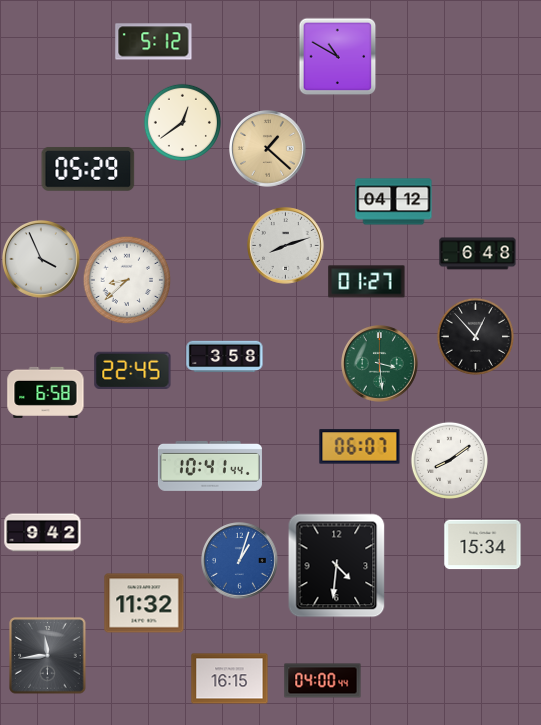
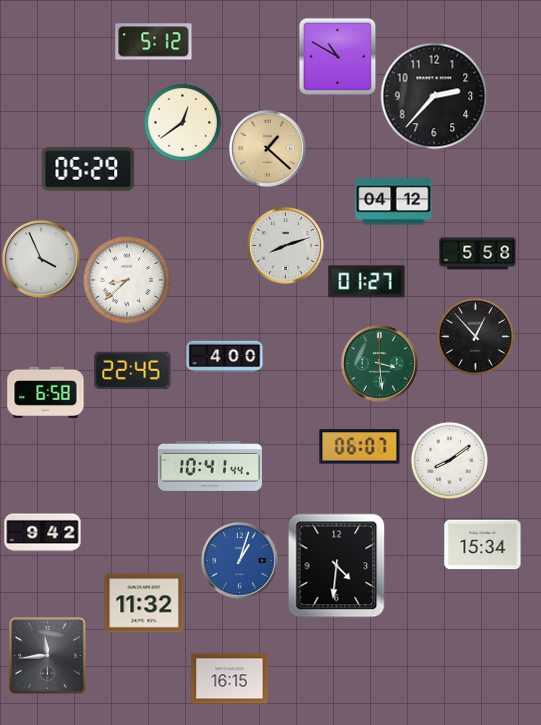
clock at (434, 96): none -> 2:37
clock at (478, 254): 6:48 -> 5:58
clock at (225, 357): 3:58 -> 4:00
clock at (323, 681): 04:00 -> none
